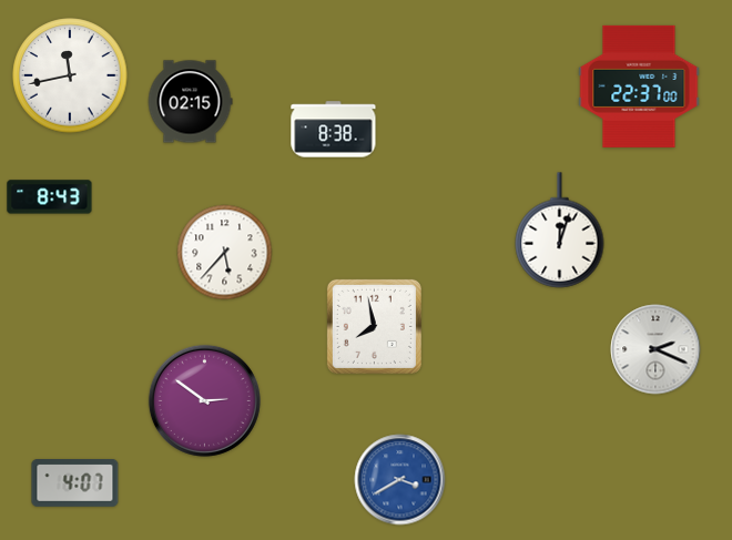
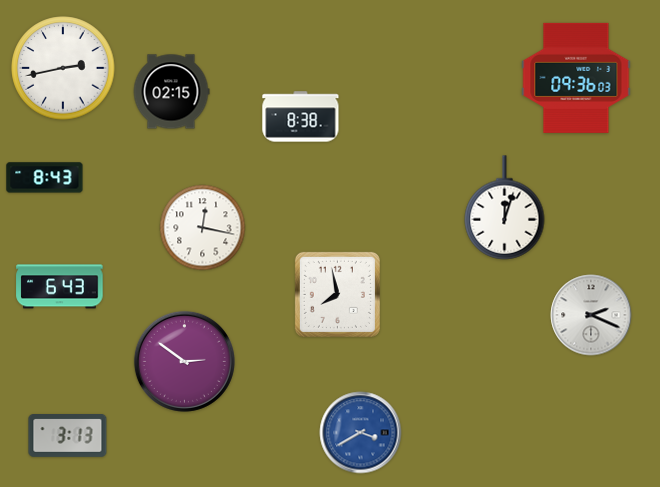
clock at (70, 75): 11:43 -> 2:43
clock at (639, 86): 22:37 -> 09:36
clock at (225, 253): 5:37 -> 12:17
clock at (60, 287): none -> 6:43
clock at (75, 483): 4:07 -> 3:13
